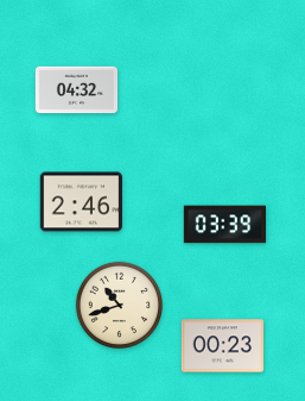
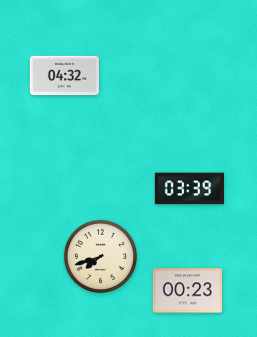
clock at (81, 202): 2:46 -> none
clock at (119, 305): 10:42 -> 7:42
